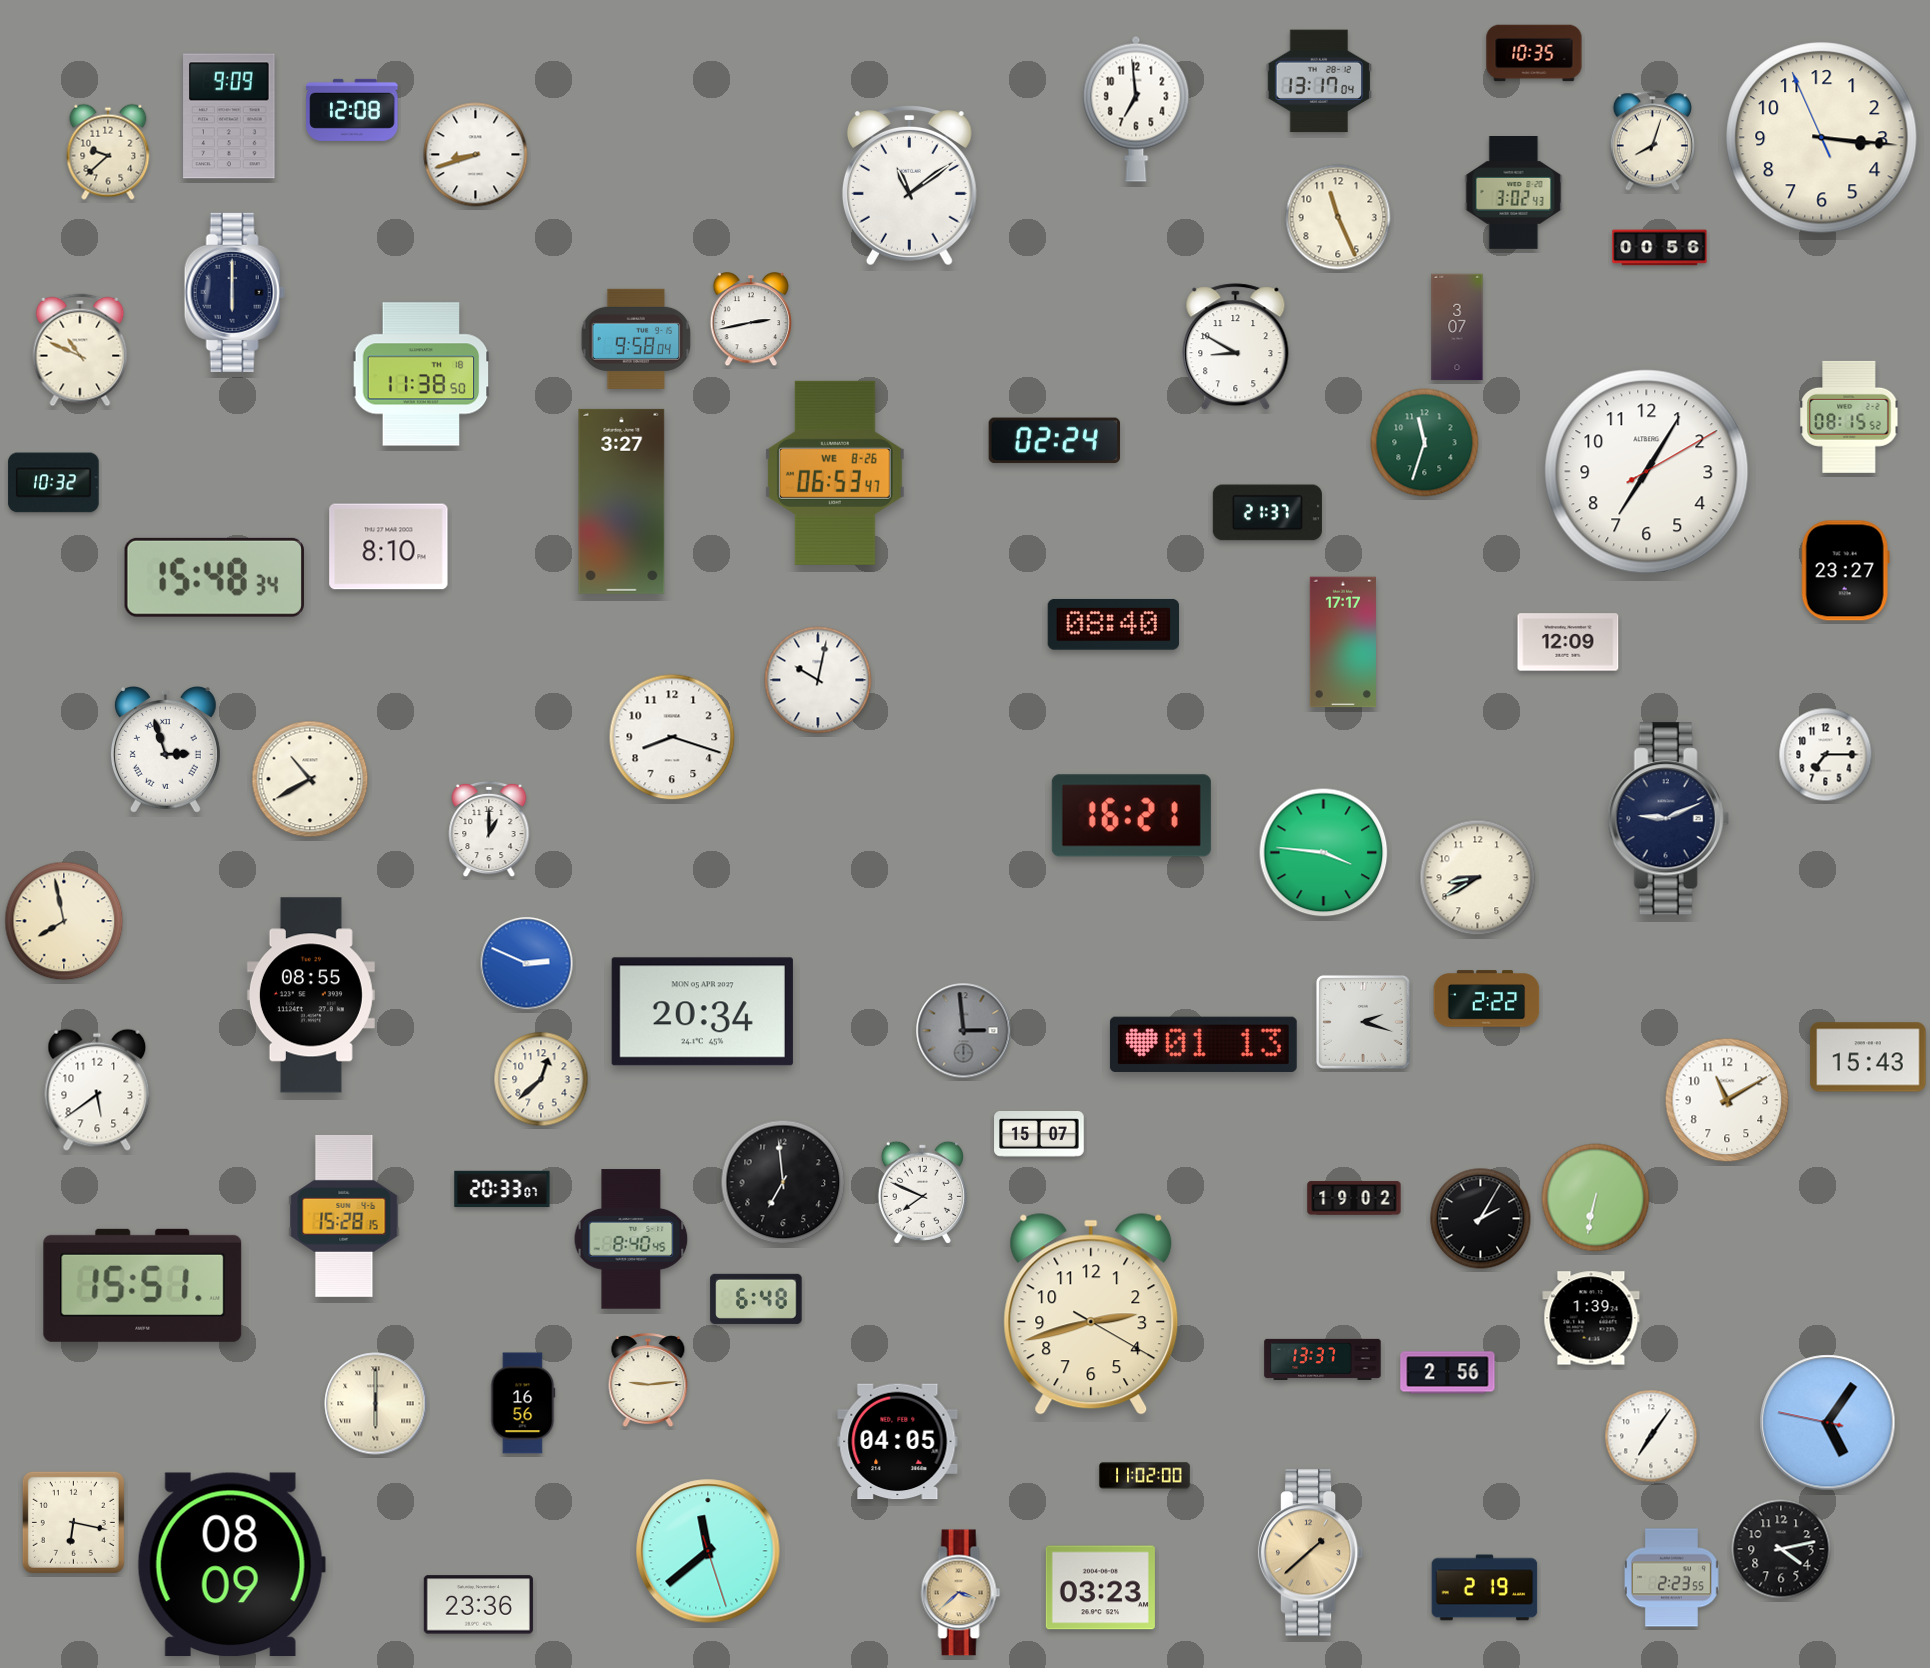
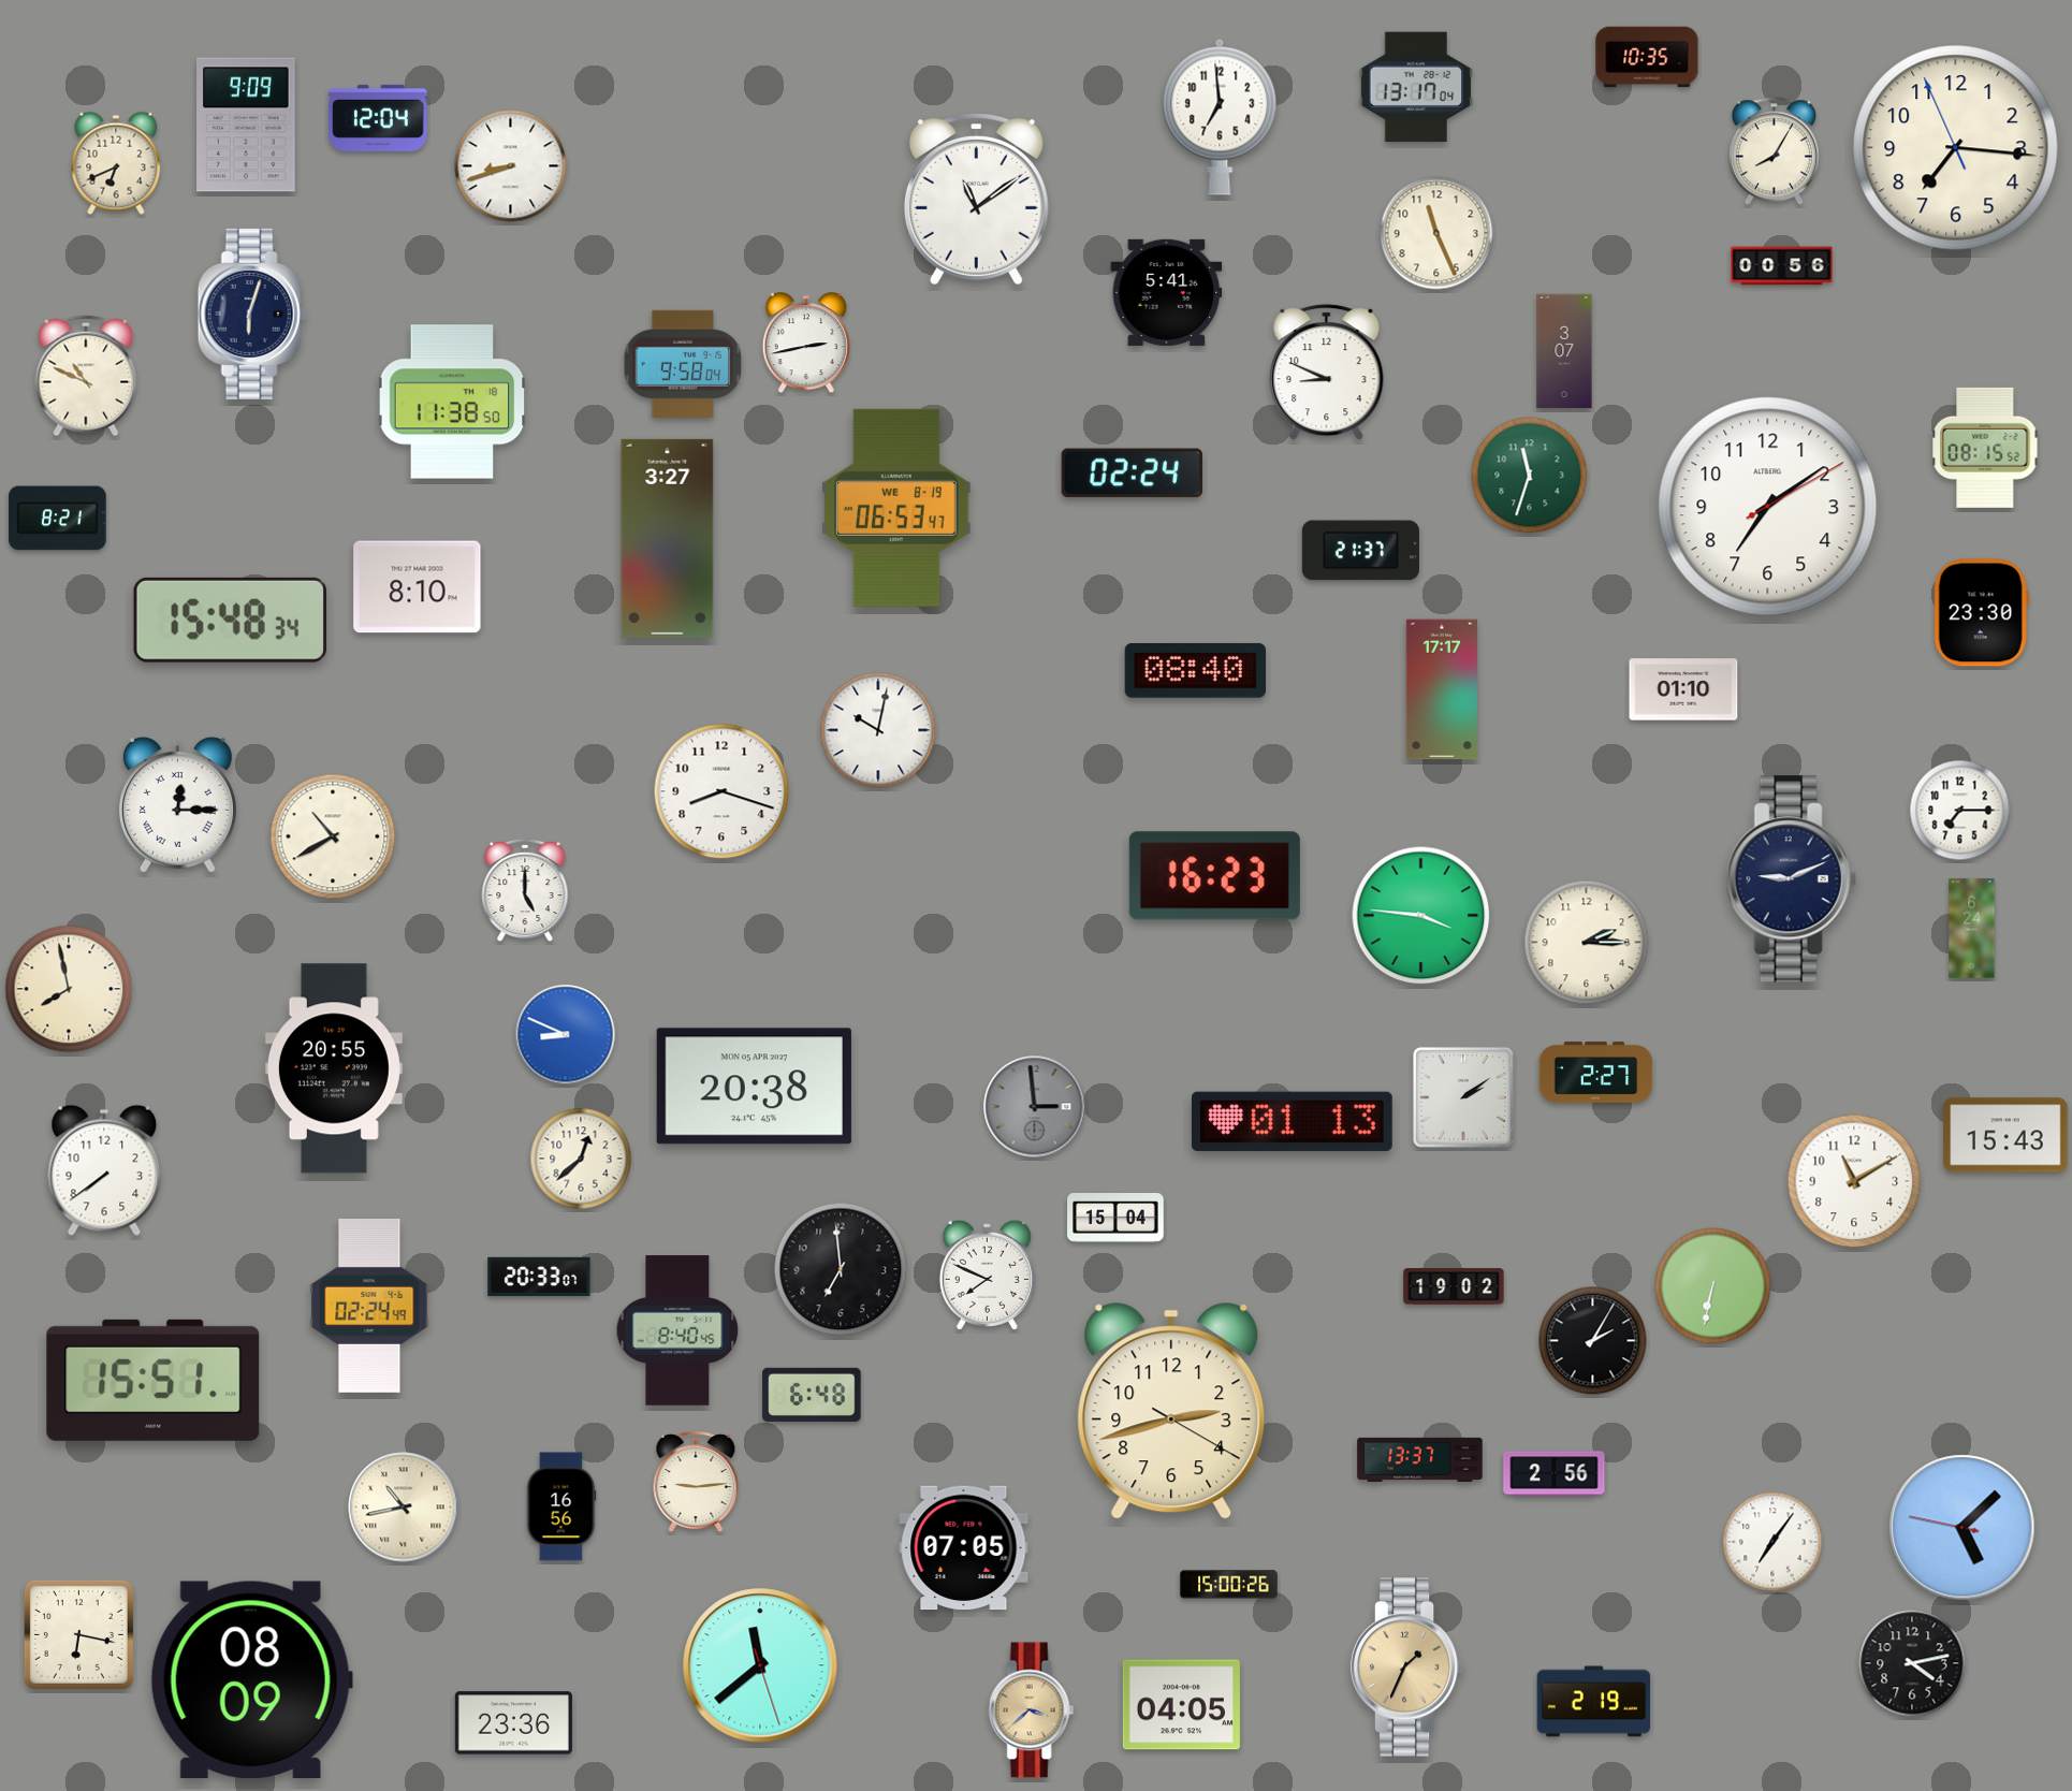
clock at (352, 110): 12:08 -> 12:04
clock at (1822, 138): 3:15 -> 7:15
clock at (1652, 141): 8:03 -> 8:05
clock at (108, 152): 9:38 -> 6:41
clock at (1514, 193): 3:02 -> none
clock at (1167, 292): none -> 5:41
clock at (234, 292): 6:00 -> 6:03
clock at (1236, 347): 8:50 -> 8:49
clock at (1647, 472): 7:05 -> 7:09
clock at (835, 473) date: WE 8-26 -> WE 8-19
clock at (54, 483): 10:32 -> 8:21
clock at (1845, 571): 23:27 -> 23:30
clock at (1568, 642): 12:09 -> 01:10
clock at (165, 749): 2:57 -> 12:15
clock at (1131, 816): 16:21 -> 16:23
clock at (489, 829): 1:00 -> 5:00
clock at (1972, 929): none -> 6:24
clock at (1478, 878): 8:40 -> 2:15
clock at (527, 964): 2:49 -> 8:49
clock at (311, 995): 08:55 -> 20:55
clock at (1487, 999): 2:22 -> 2:27
clock at (702, 1012): 20:34 -> 20:38
clock at (1363, 1022): 2:18 -> 2:09
clock at (97, 1090): 5:39 -> 7:39
clock at (1039, 1135): 15:07 -> 15:04
clock at (922, 1192) position: (922, 1192) -> (987, 1275)
clock at (344, 1216): 15:28 -> 02:24
clock at (1481, 1219) position: (1481, 1219) -> (1593, 1341)
clock at (1591, 1318): 1:39 -> none
clock at (376, 1404): 6:00 -> 10:43
clock at (1828, 1423): 5:05 -> 5:07
clock at (898, 1442): 04:05 -> 07:05
clock at (1145, 1476): 11:02 -> 15:00
clock at (1311, 1553): 1:38 -> 1:34
clock at (231, 1565) position: (231, 1565) -> (251, 1680)
clock at (1672, 1578): 2:23 -> none
clock at (1100, 1588): 03:23 -> 04:05
clock at (1485, 1588) position: (1485, 1588) -> (1594, 1702)
